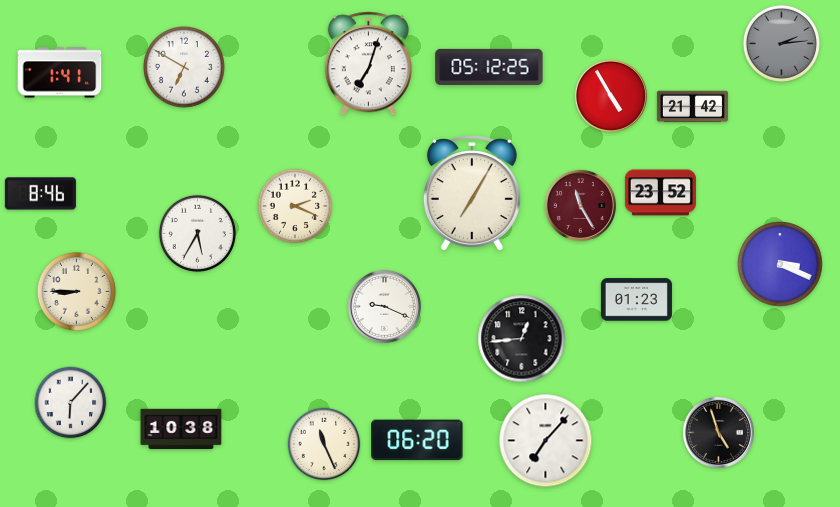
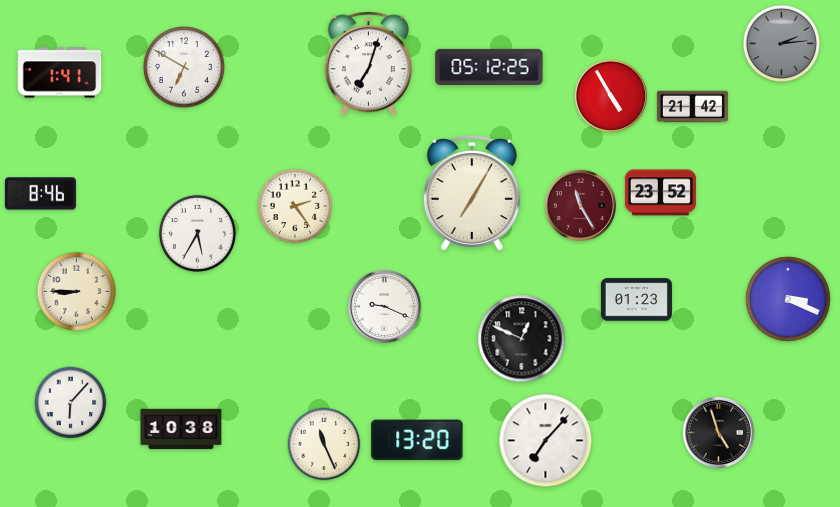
clock at (295, 206): 2:19 -> 2:24
clock at (780, 264) position: (780, 264) -> (788, 299)
clock at (522, 339): 12:44 -> 12:49
clock at (417, 440): 06:20 -> 13:20
